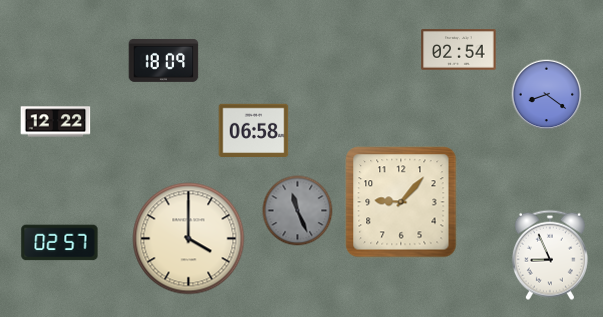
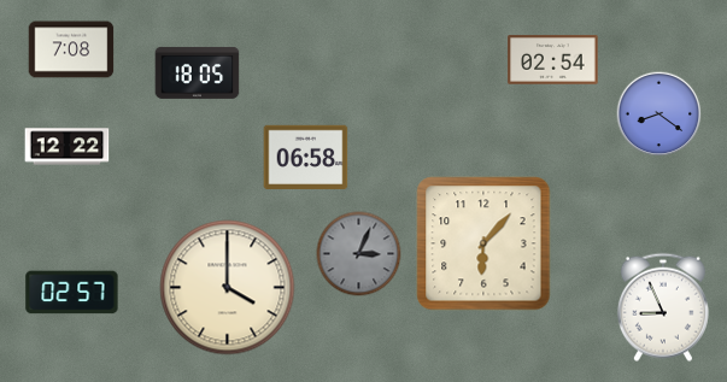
clock at (71, 49): none -> 7:08
clock at (164, 60): 18:09 -> 18:05
clock at (401, 202): 9:07 -> 6:07
clock at (298, 211): 11:26 -> 3:04
